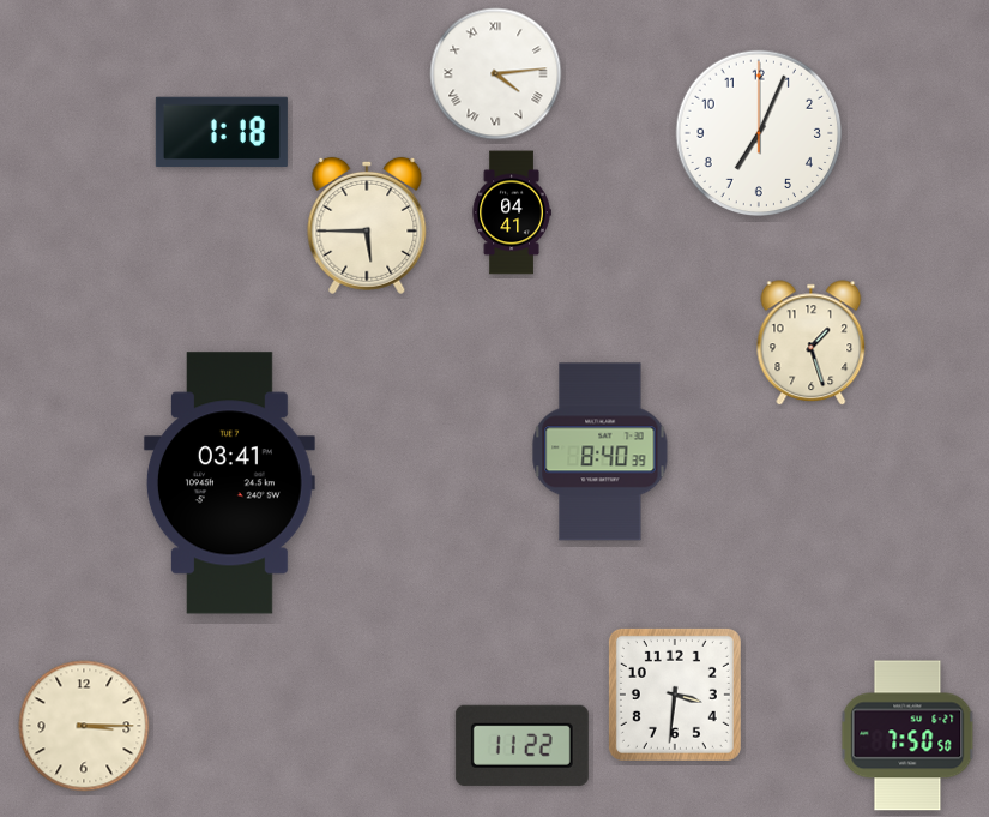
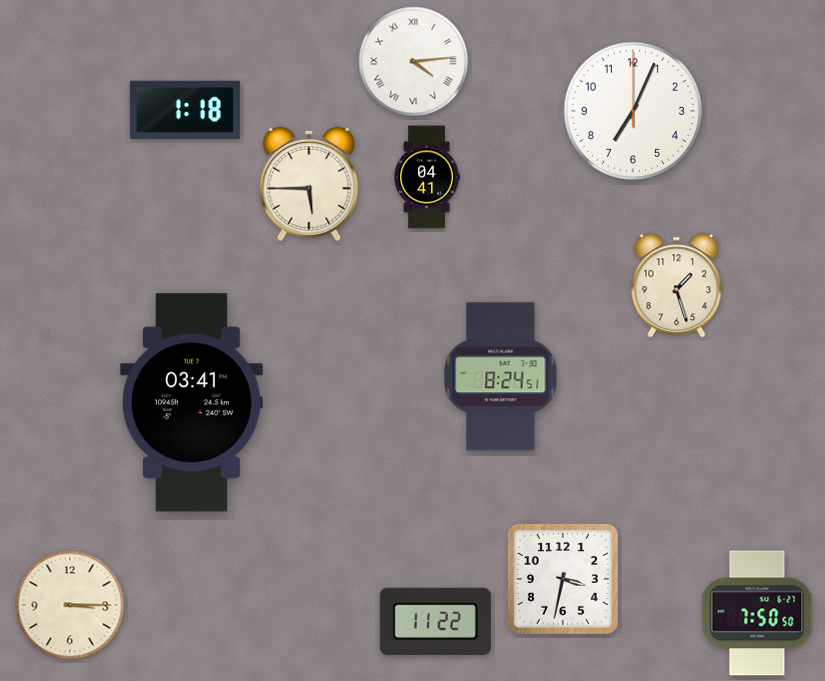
clock at (367, 226) position: (367, 226) -> (309, 184)
clock at (601, 452): 8:40 -> 8:24
clock at (675, 695): 3:31 -> 3:32
